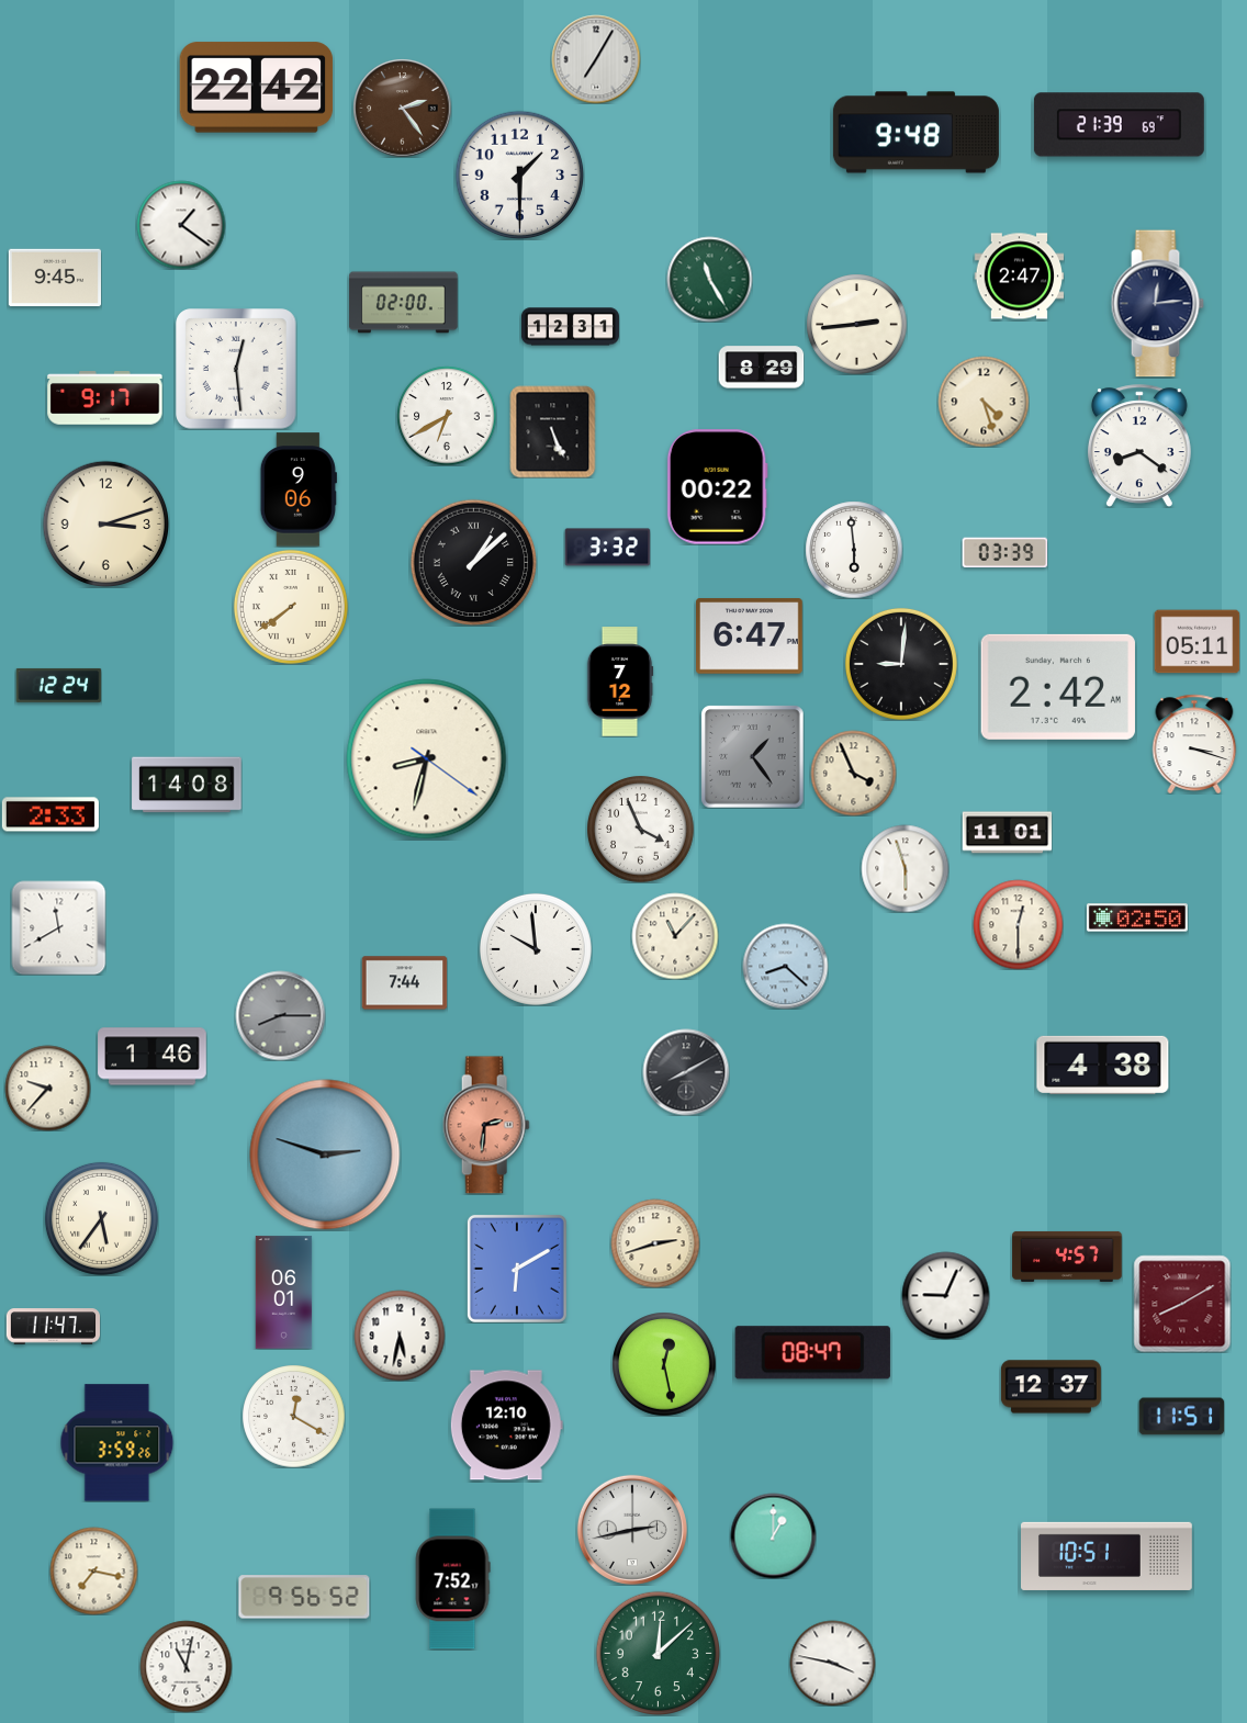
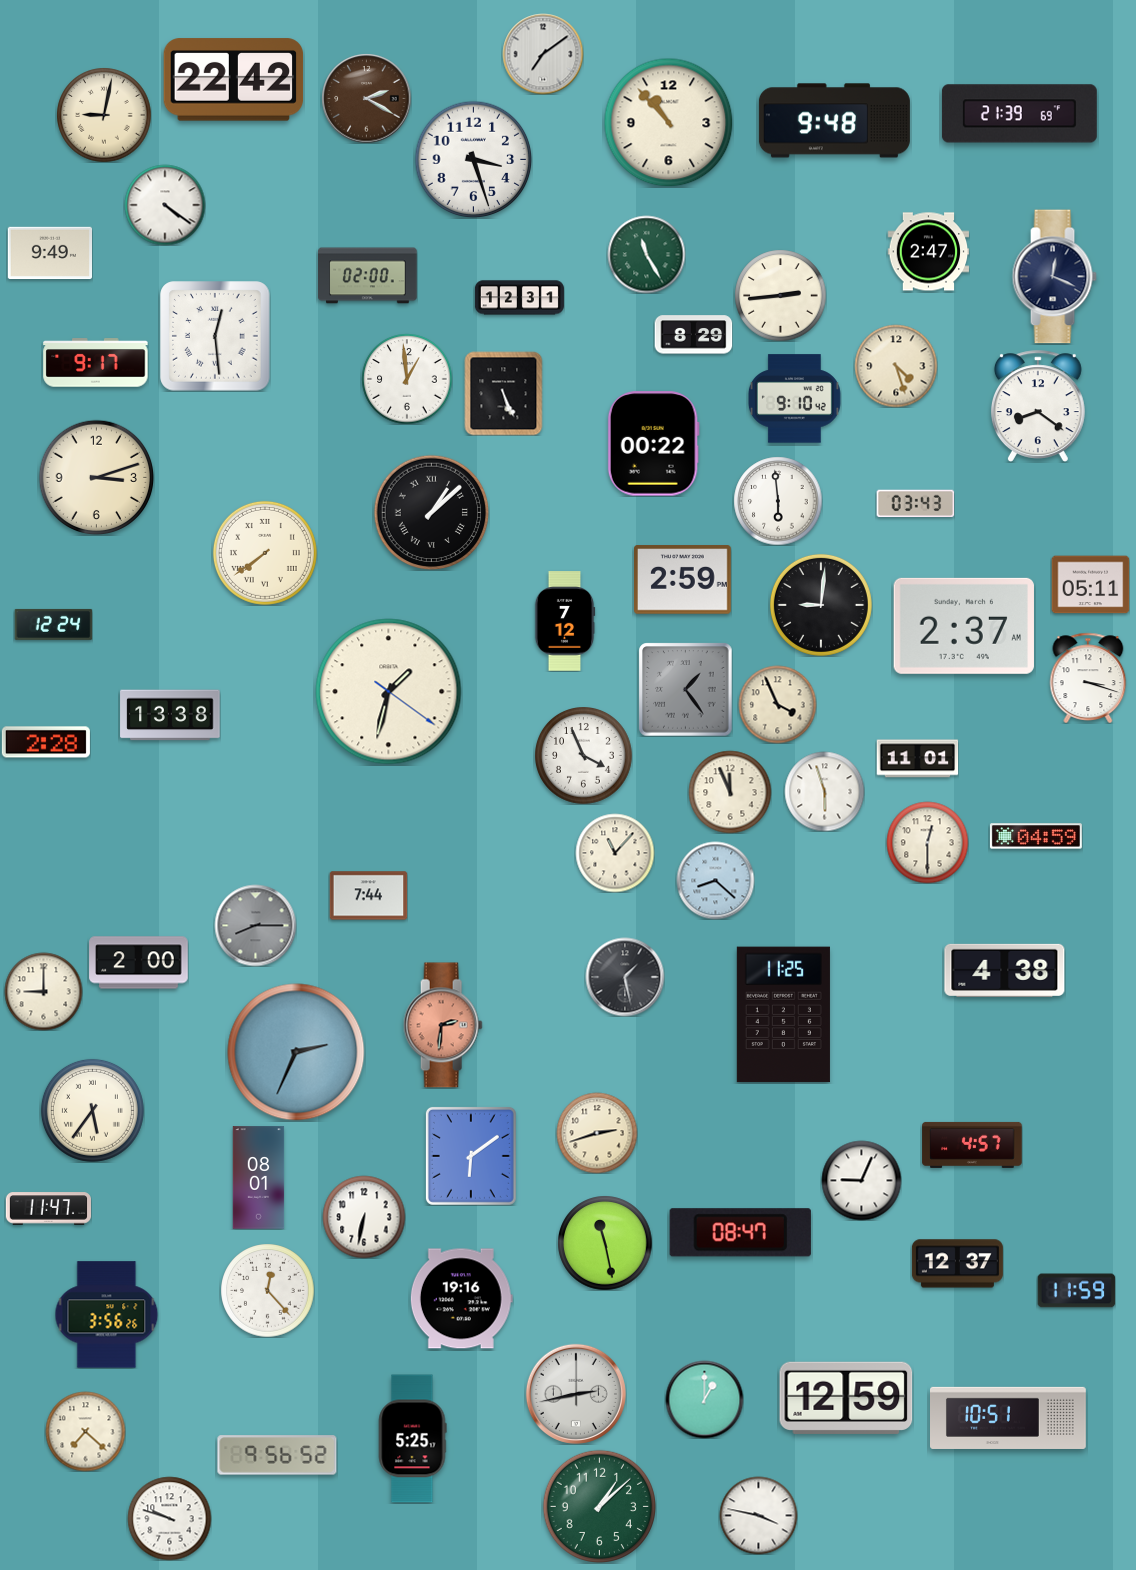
clock at (596, 59): 7:05 -> 7:09
clock at (402, 108): 2:24 -> 2:20
clock at (104, 115): none -> 9:02
clock at (668, 122): none -> 10:53
clock at (519, 174): 1:30 -> 3:27
clock at (181, 225): 1:21 -> 4:21
clock at (54, 278): 9:45 -> 9:49
clock at (1157, 304): 12:14 -> 12:19
clock at (447, 416): 6:40 -> 12:59
clock at (794, 399): none -> 9:10
clock at (299, 489): 9:06 -> none
clock at (607, 548): 3:32 -> none
clock at (1004, 553): 03:39 -> 03:43
clock at (750, 637): 6:47 -> 2:59
clock at (1058, 687): 2:42 -> 2:37
clock at (427, 759): 8:32 -> 1:32
clock at (187, 785): 14:08 -> 13:38
clock at (50, 814): 2:33 -> 2:28
clock at (730, 792): none -> 11:56
clock at (1137, 917): 02:50 -> 04:59
clock at (58, 927): 11:40 -> none
clock at (536, 949): 9:59 -> none
clock at (153, 1057): 1:46 -> 2:00
clock at (686, 1072): 8:10 -> 1:28
clock at (47, 1088): 9:37 -> 9:00
clock at (783, 1015): none -> 11:25
clock at (325, 1155): 2:48 -> 2:34
clock at (517, 1269): 6:10 -> 6:09
clock at (284, 1293): 06:01 -> 08:01
clock at (1182, 1304): 8:10 -> none
clock at (400, 1336): 5:32 -> 6:32
clock at (664, 1364): 12:28 -> 11:28
clock at (293, 1416): 12:20 -> 12:23
clock at (1181, 1417): 11:51 -> 11:59
clock at (506, 1426): 12:10 -> 19:16
clock at (117, 1443): 3:59 -> 3:56
clock at (846, 1398): none -> 12:59
clock at (93, 1570): 7:17 -> 7:22
clock at (452, 1579): 7:52 -> 5:25
clock at (658, 1653): 12:08 -> 1:08
clock at (186, 1666): 11:02 -> 9:48
